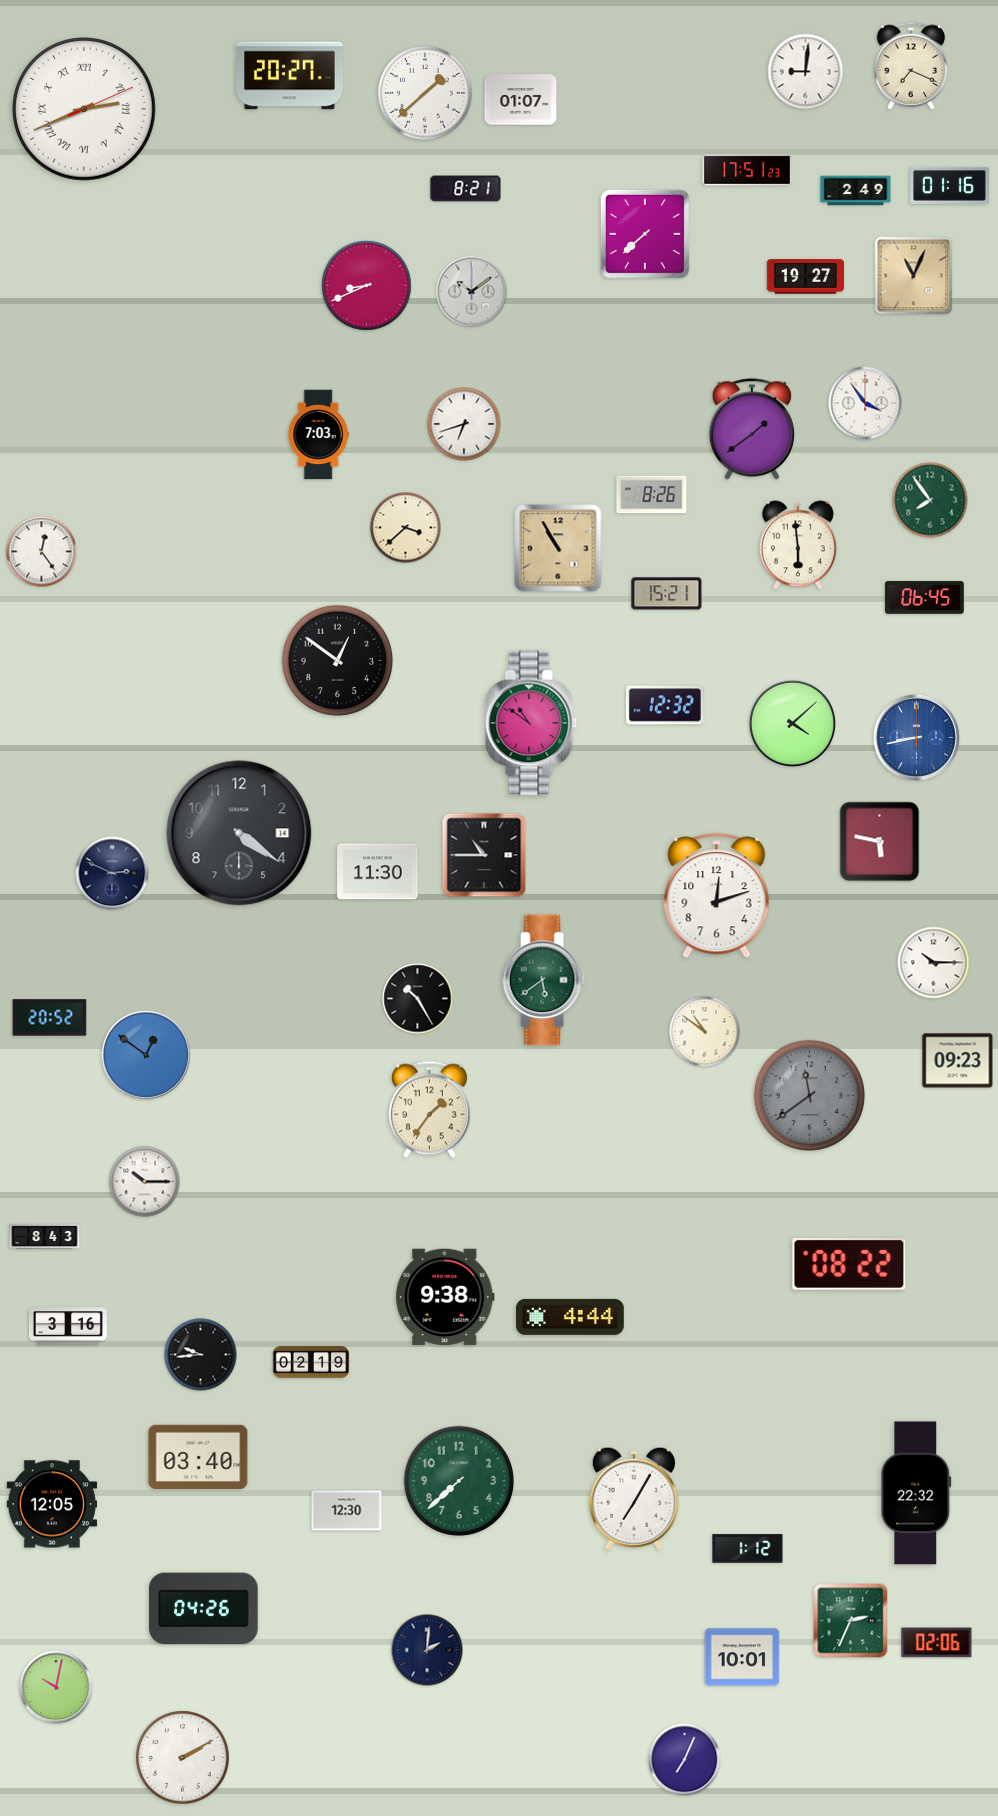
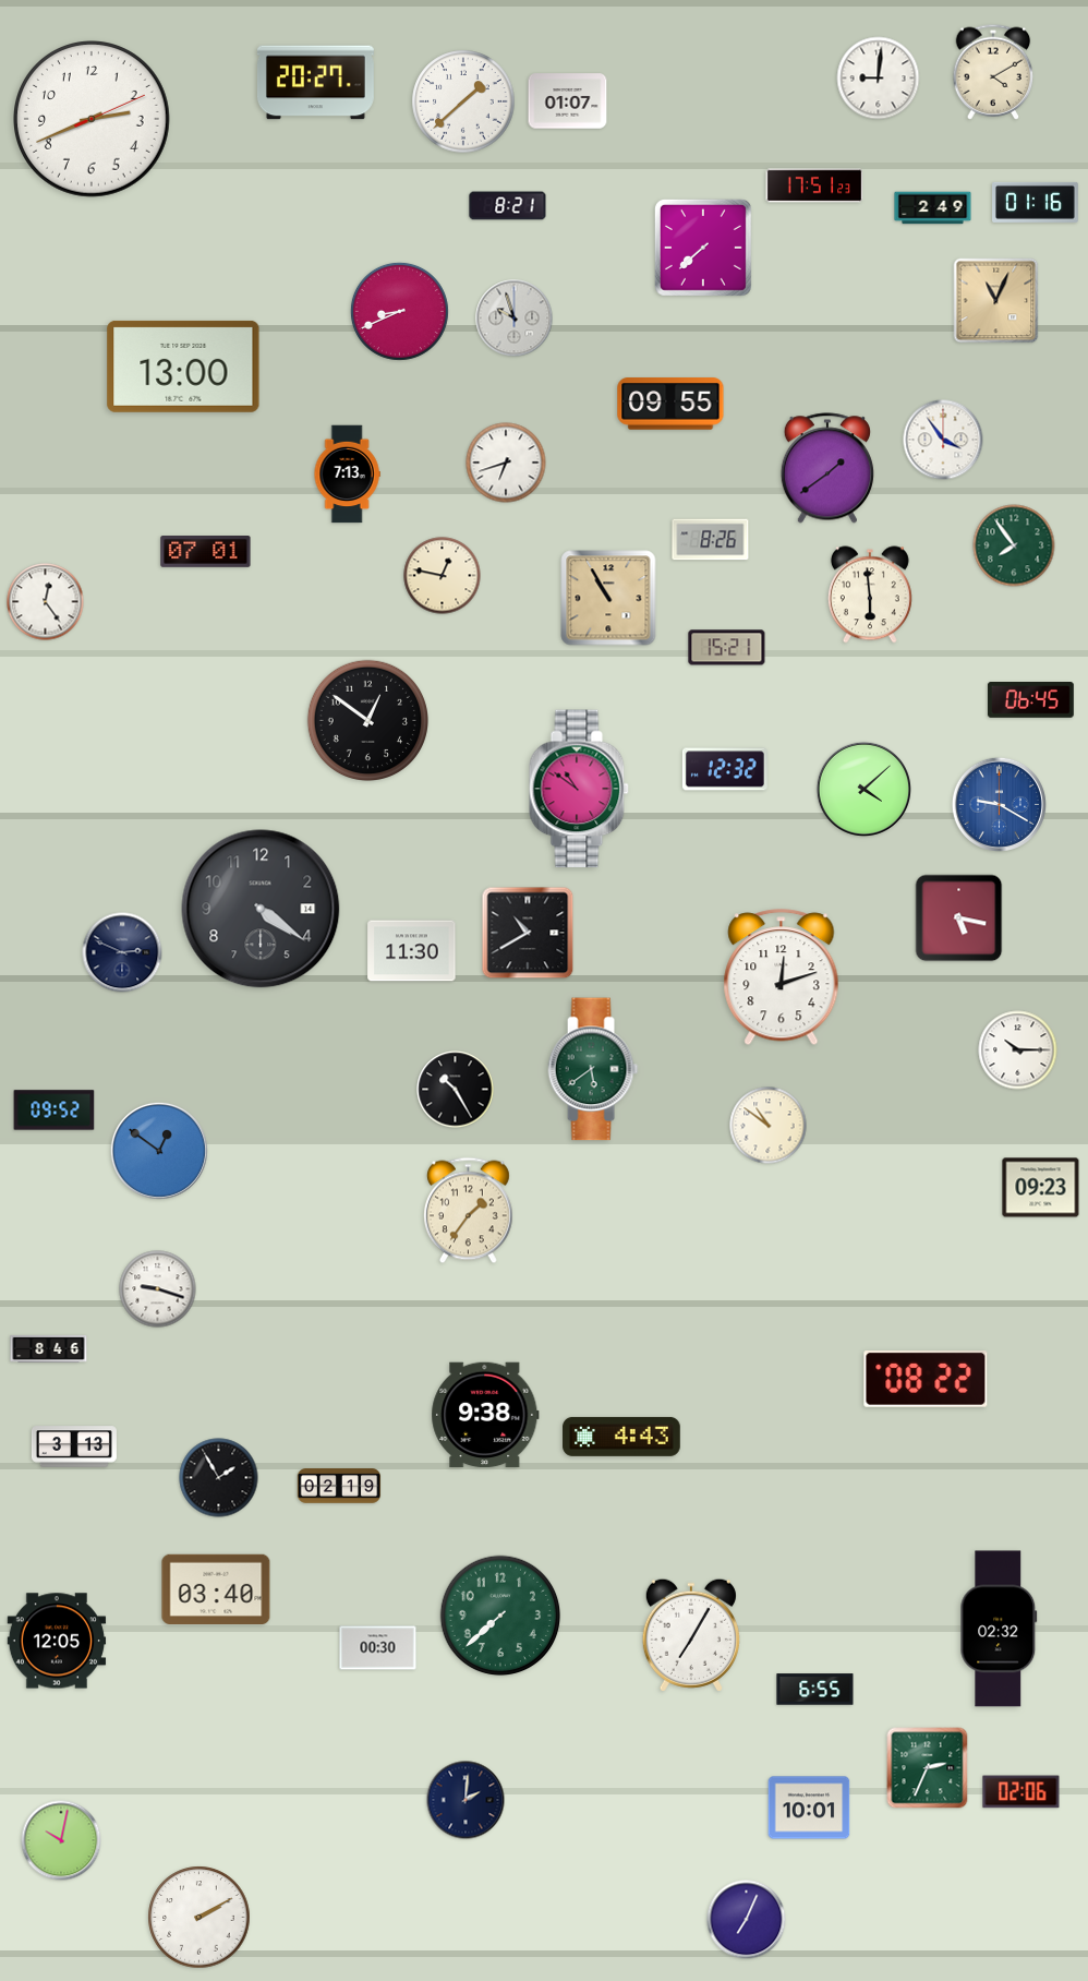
clock at (911, 66): 7:19 -> 4:10
clock at (521, 100) position: (521, 100) -> (568, 101)
clock at (85, 110) numerals: Roman -> Arabic
clock at (645, 234) position: (645, 234) -> (703, 248)
clock at (805, 277): 19:27 -> none
clock at (472, 292): 10:09 -> 9:57
clock at (183, 367): none -> 13:00
clock at (670, 404): none -> 09:55
clock at (752, 429) position: (752, 429) -> (827, 468)
clock at (318, 435): 7:03 -> 7:13
clock at (206, 552): none -> 07:01
clock at (406, 528): 3:38 -> 12:47
clock at (924, 598) position: (924, 598) -> (1030, 700)
clock at (916, 737): 8:43 -> 9:20
clock at (880, 842): 5:47 -> 5:17
clock at (484, 855): 10:45 -> 10:40
clock at (50, 1018): 20:52 -> 09:52
clock at (958, 1061) position: (958, 1061) -> (1041, 1188)
clock at (809, 1095): 11:39 -> none
clock at (145, 1182): 10:15 -> 9:18
clock at (45, 1236): 8:43 -> 8:46
clock at (570, 1317): 4:44 -> 4:43
clock at (68, 1326): 3:16 -> 3:13
clock at (201, 1355): 9:44 -> 1:55
clock at (916, 1493): 22:32 -> 02:32
clock at (347, 1511): 12:30 -> 00:30
clock at (748, 1549): 1:12 -> 6:55
clock at (204, 1609): 04:26 -> none
